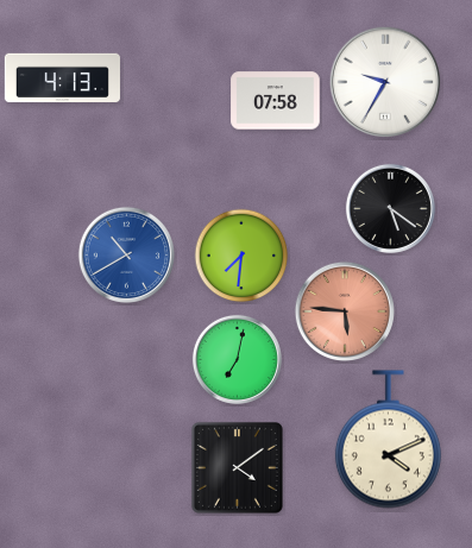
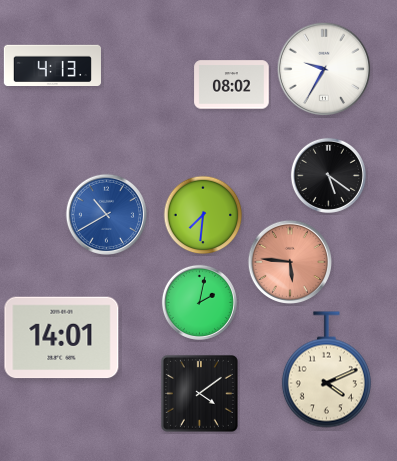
clock at (276, 101): 07:58 -> 08:02
clock at (237, 359): 7:02 -> 2:02
clock at (62, 338): none -> 14:01
